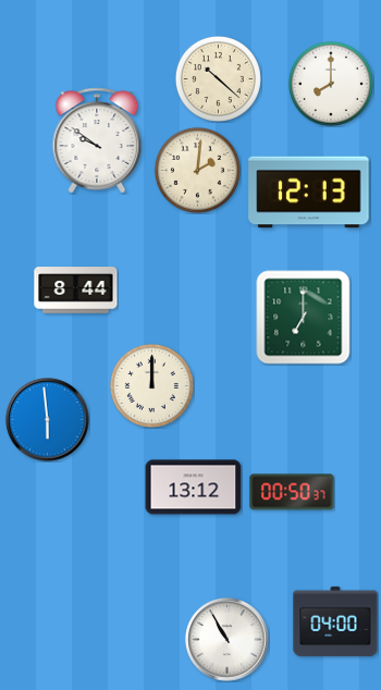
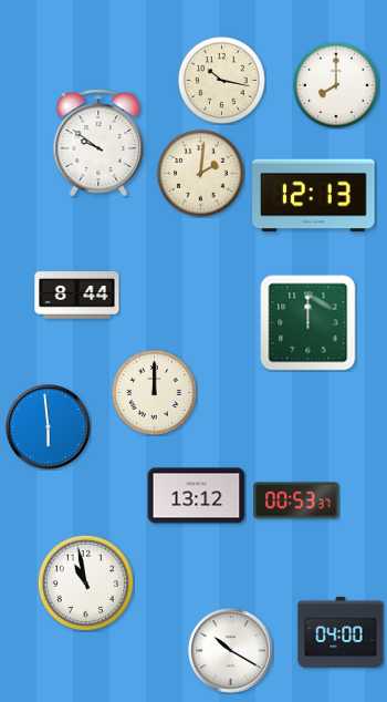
clock at (218, 78): 10:22 -> 10:17
clock at (304, 318): 7:00 -> 12:00
clock at (292, 492): 00:50 -> 00:53
clock at (85, 582): none -> 10:58
clock at (228, 640): 10:55 -> 10:20
